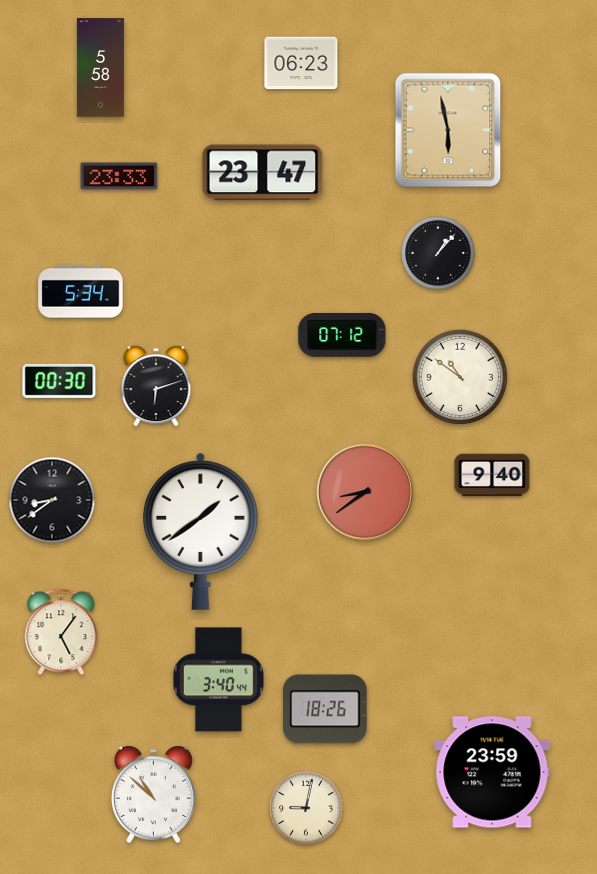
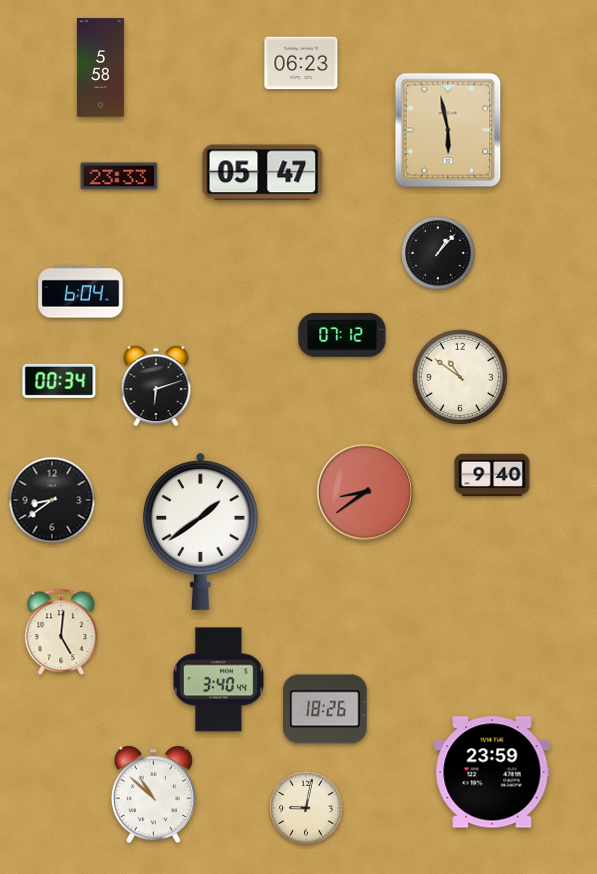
clock at (263, 173): 23:47 -> 05:47
clock at (81, 292): 5:34 -> 6:04
clock at (59, 381): 00:30 -> 00:34
clock at (61, 632): 5:06 -> 5:01
